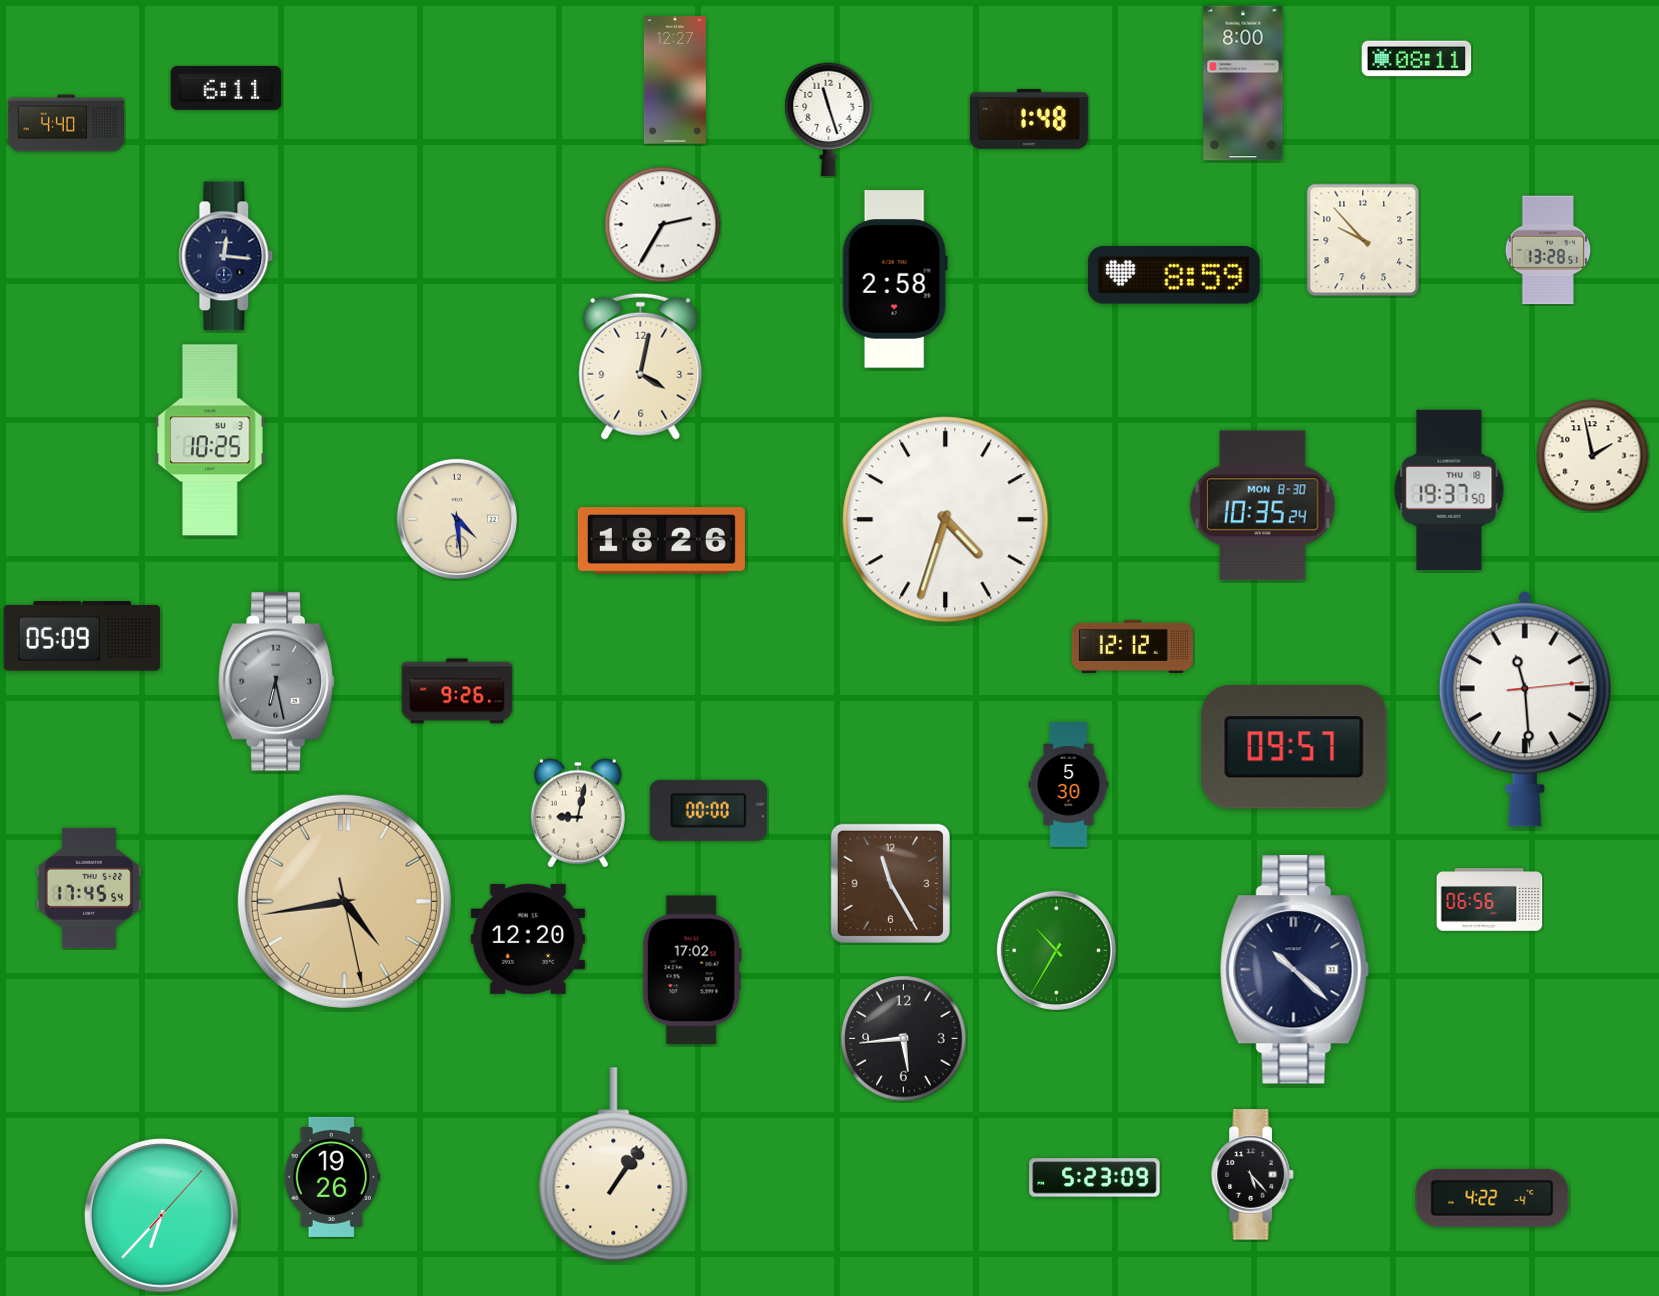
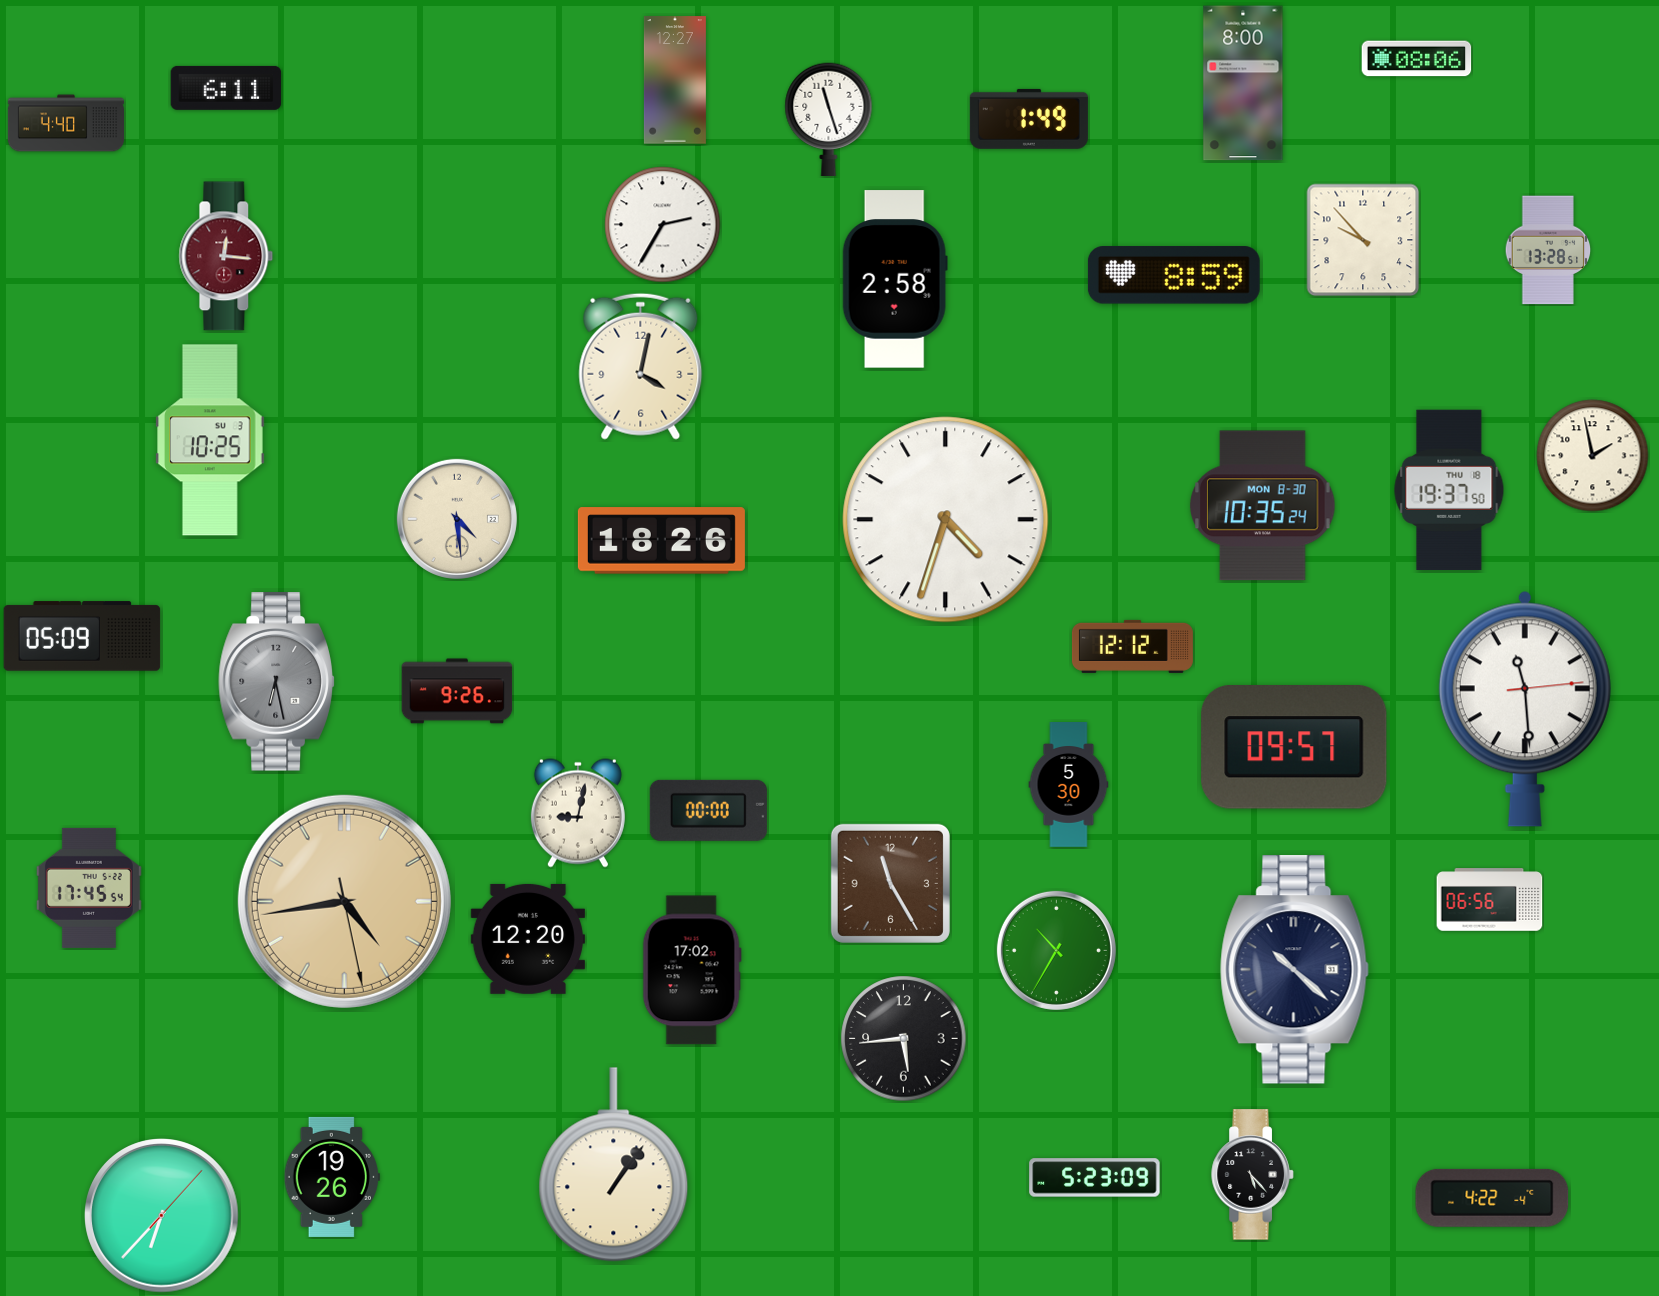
clock at (1417, 59): 08:11 -> 08:06
clock at (1029, 119): 1:48 -> 1:49
clock at (226, 256) dial: navy -> burgundy
